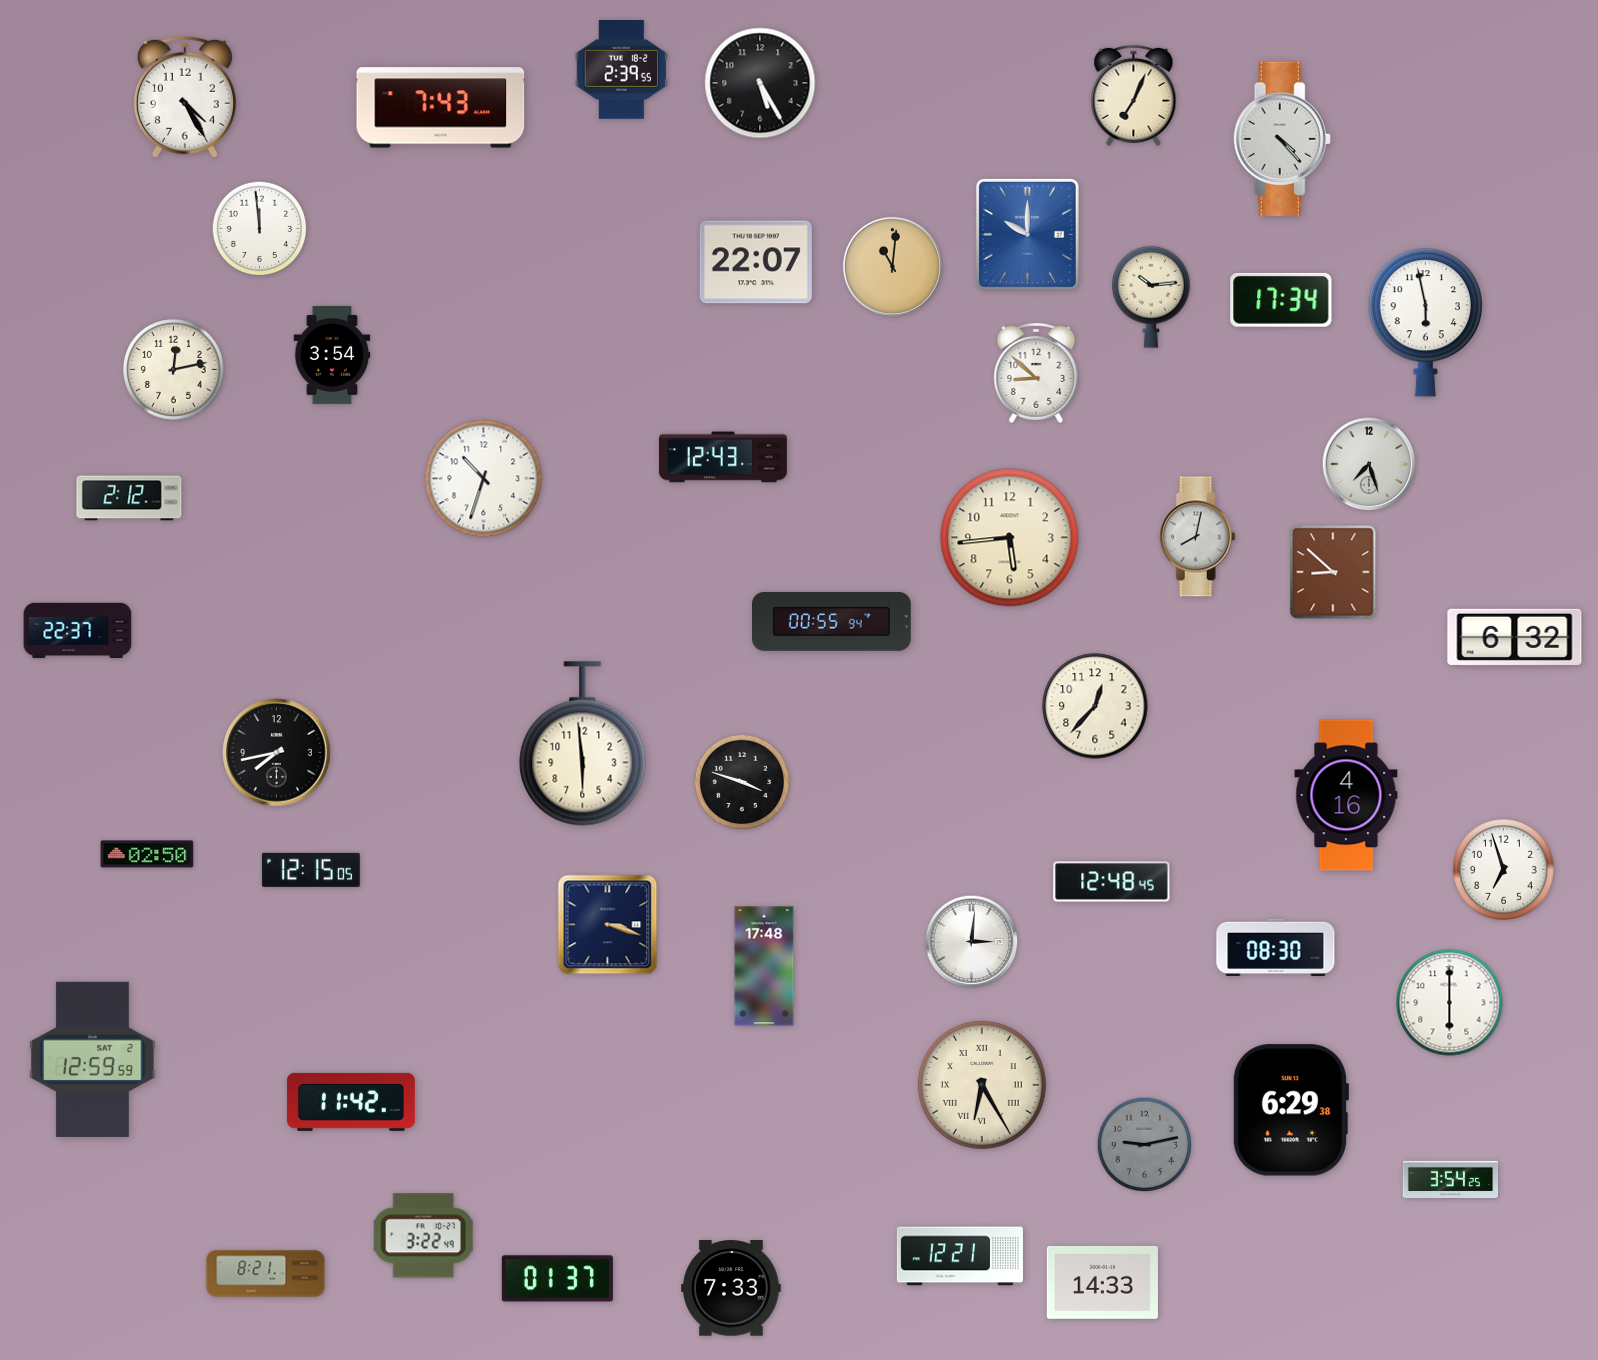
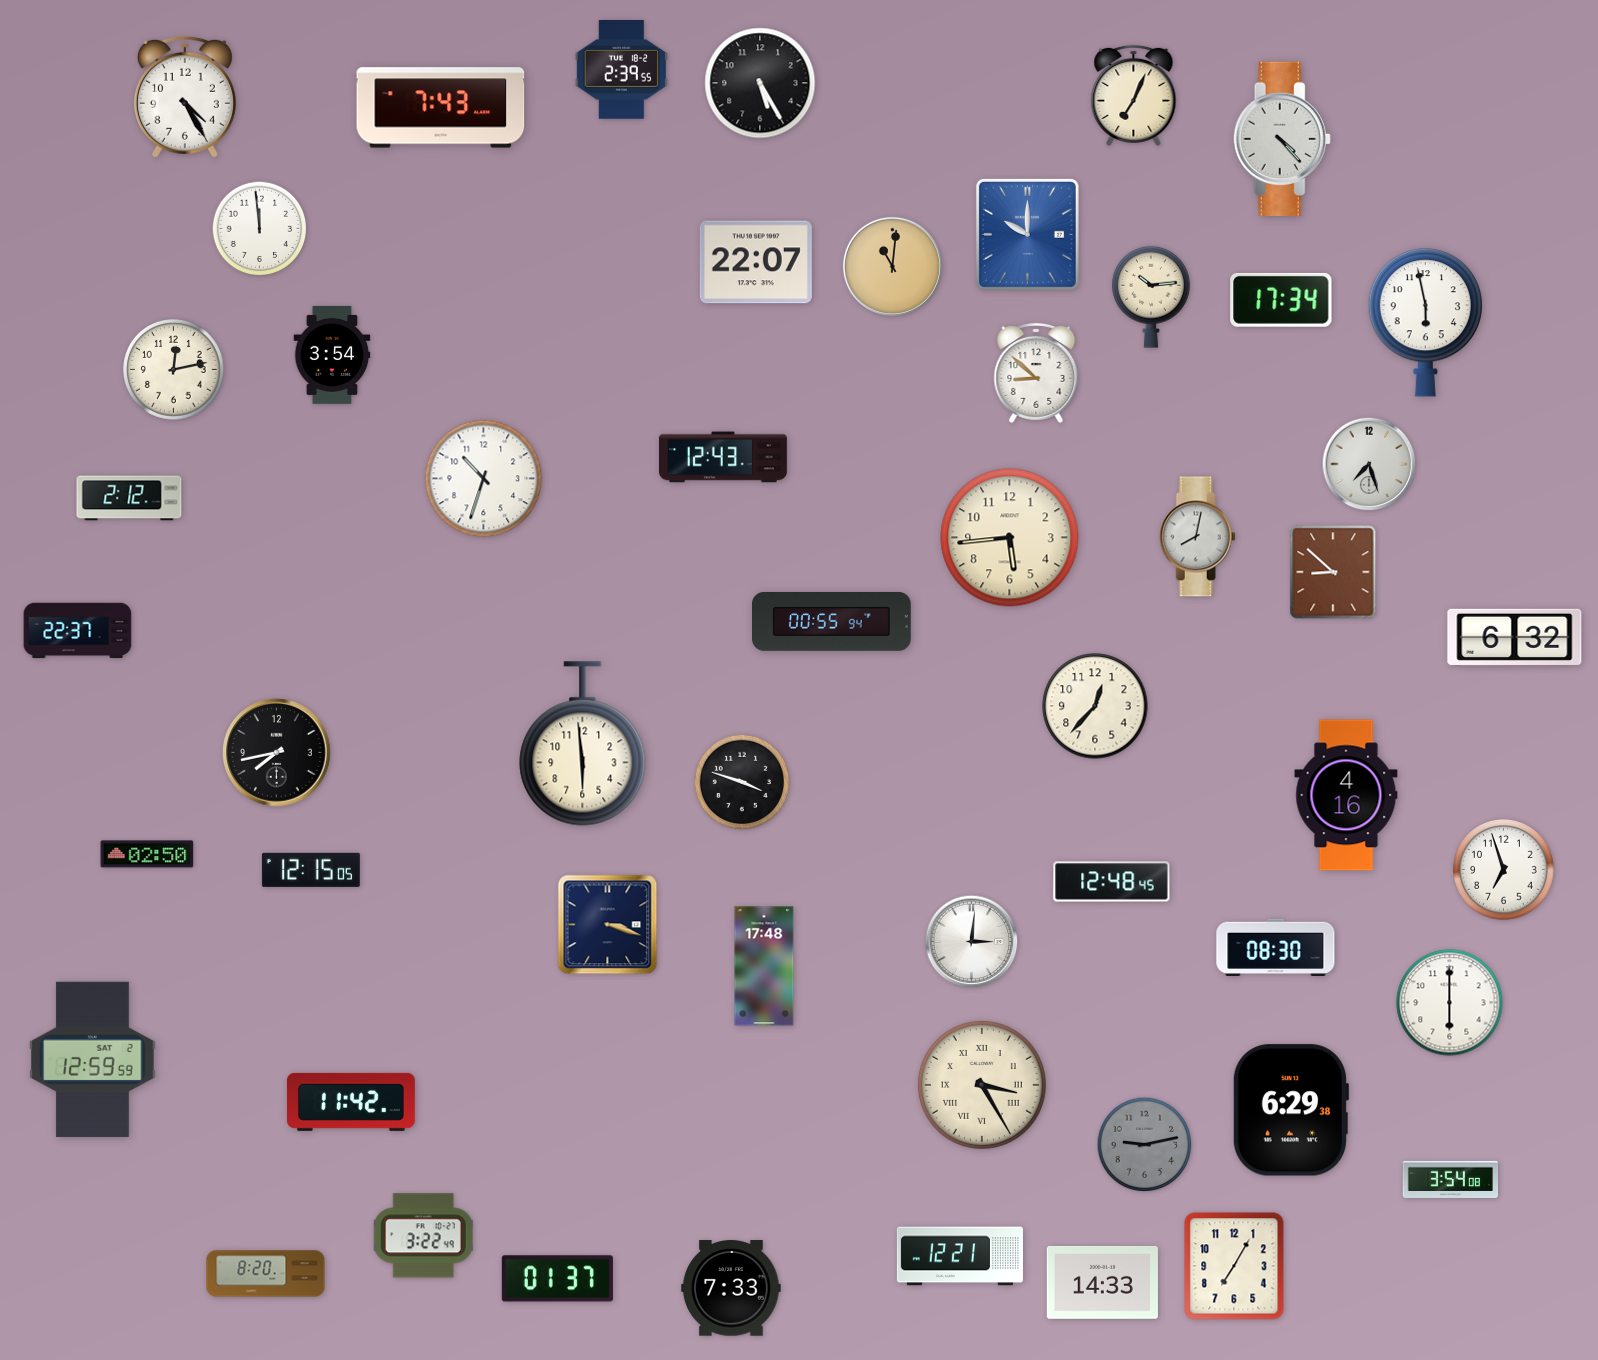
clock at (982, 1085): 6:25 -> 3:25
clock at (1451, 1179): 3:54:25 -> 3:54:08
clock at (1234, 1266): none -> 7:05
clock at (266, 1274): 8:21 -> 8:20
